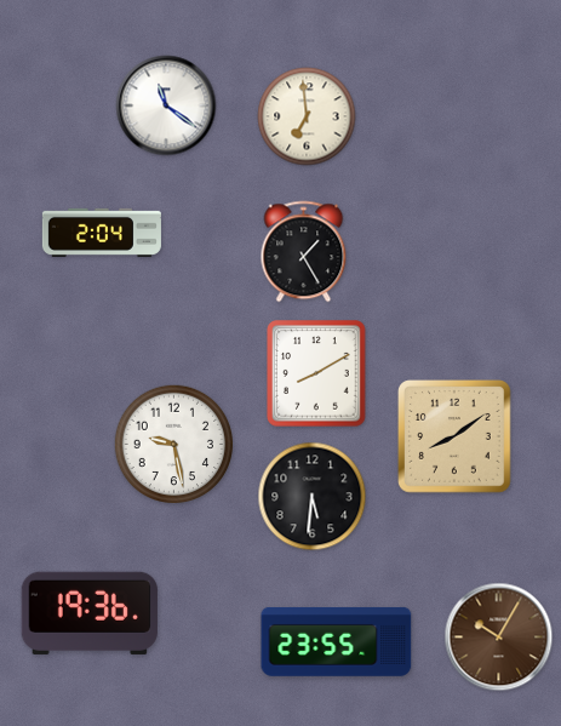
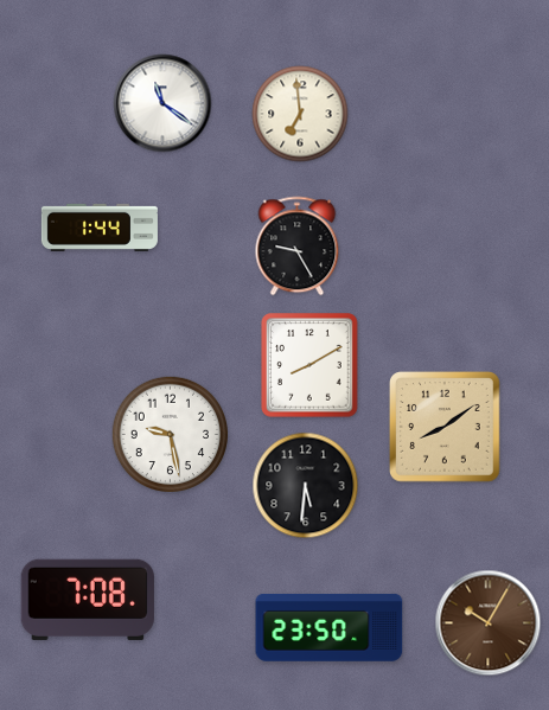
clock at (102, 233): 2:04 -> 1:44
clock at (304, 252): 1:25 -> 9:25
clock at (90, 613): 19:36 -> 7:08
clock at (337, 642): 23:55 -> 23:50
